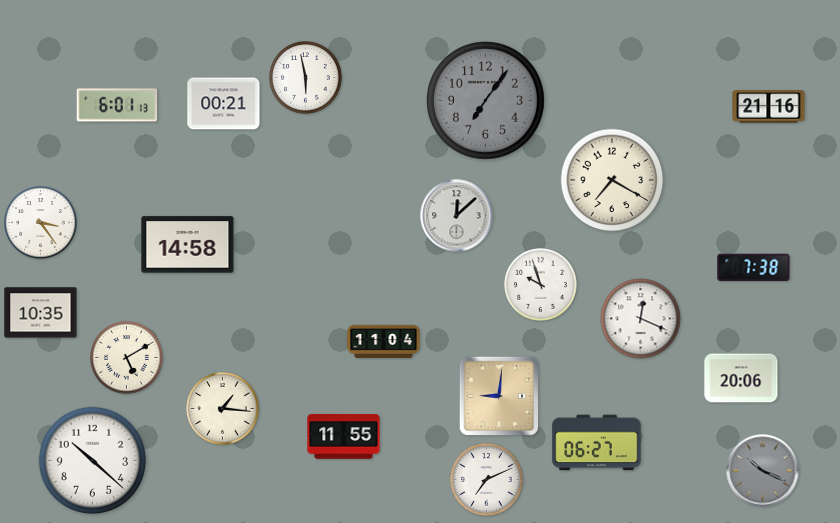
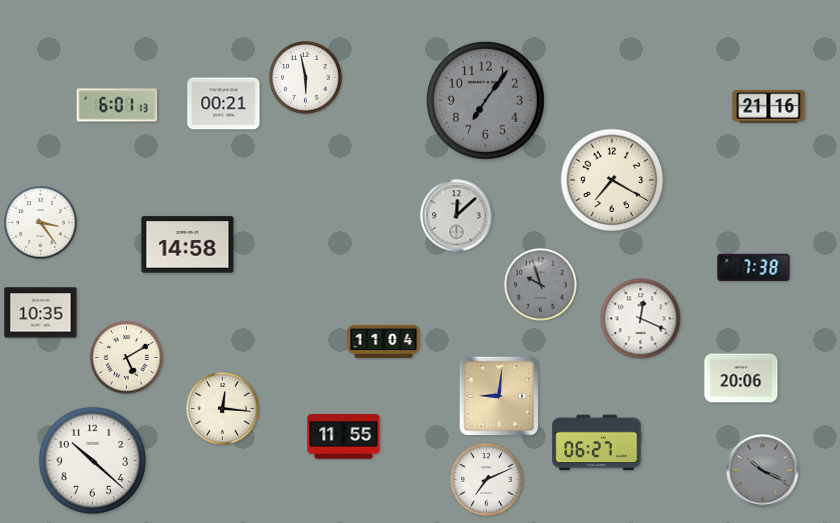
clock at (541, 285) dial: white -> grey
clock at (223, 409): 1:16 -> 12:16
